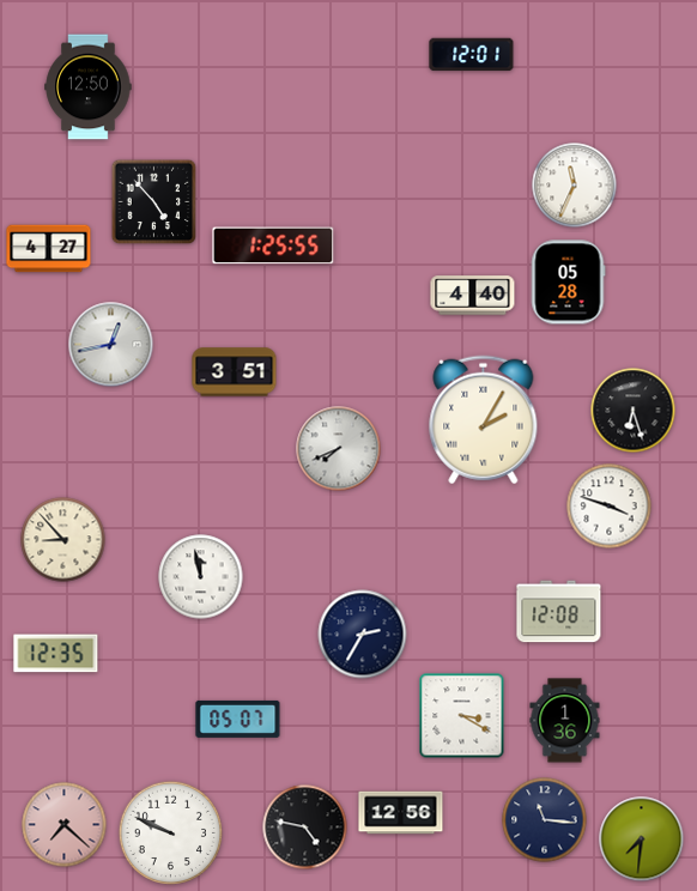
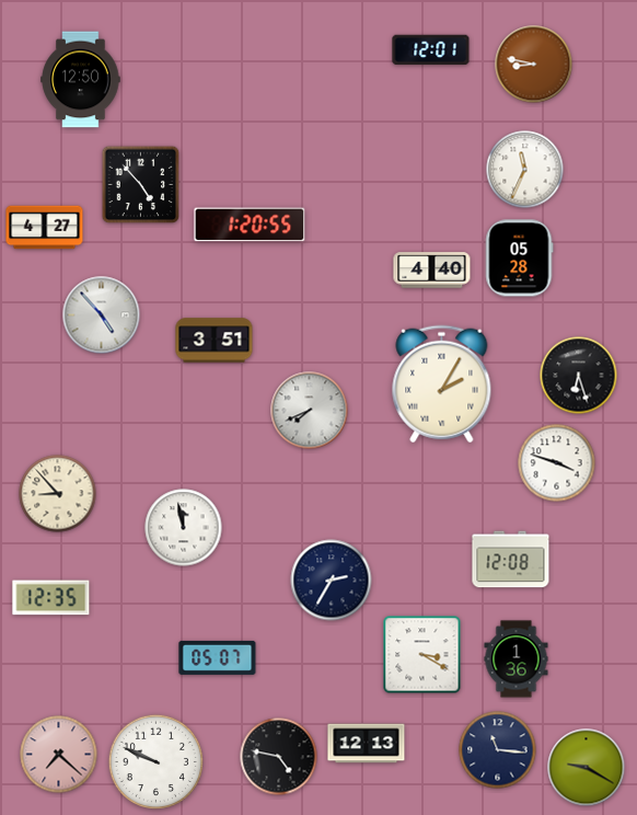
clock at (534, 65): none -> 8:47
clock at (273, 246): 1:25 -> 1:20
clock at (111, 345): 12:43 -> 4:53
clock at (401, 813): 12:56 -> 12:13
clock at (642, 840): 7:31 -> 9:20
